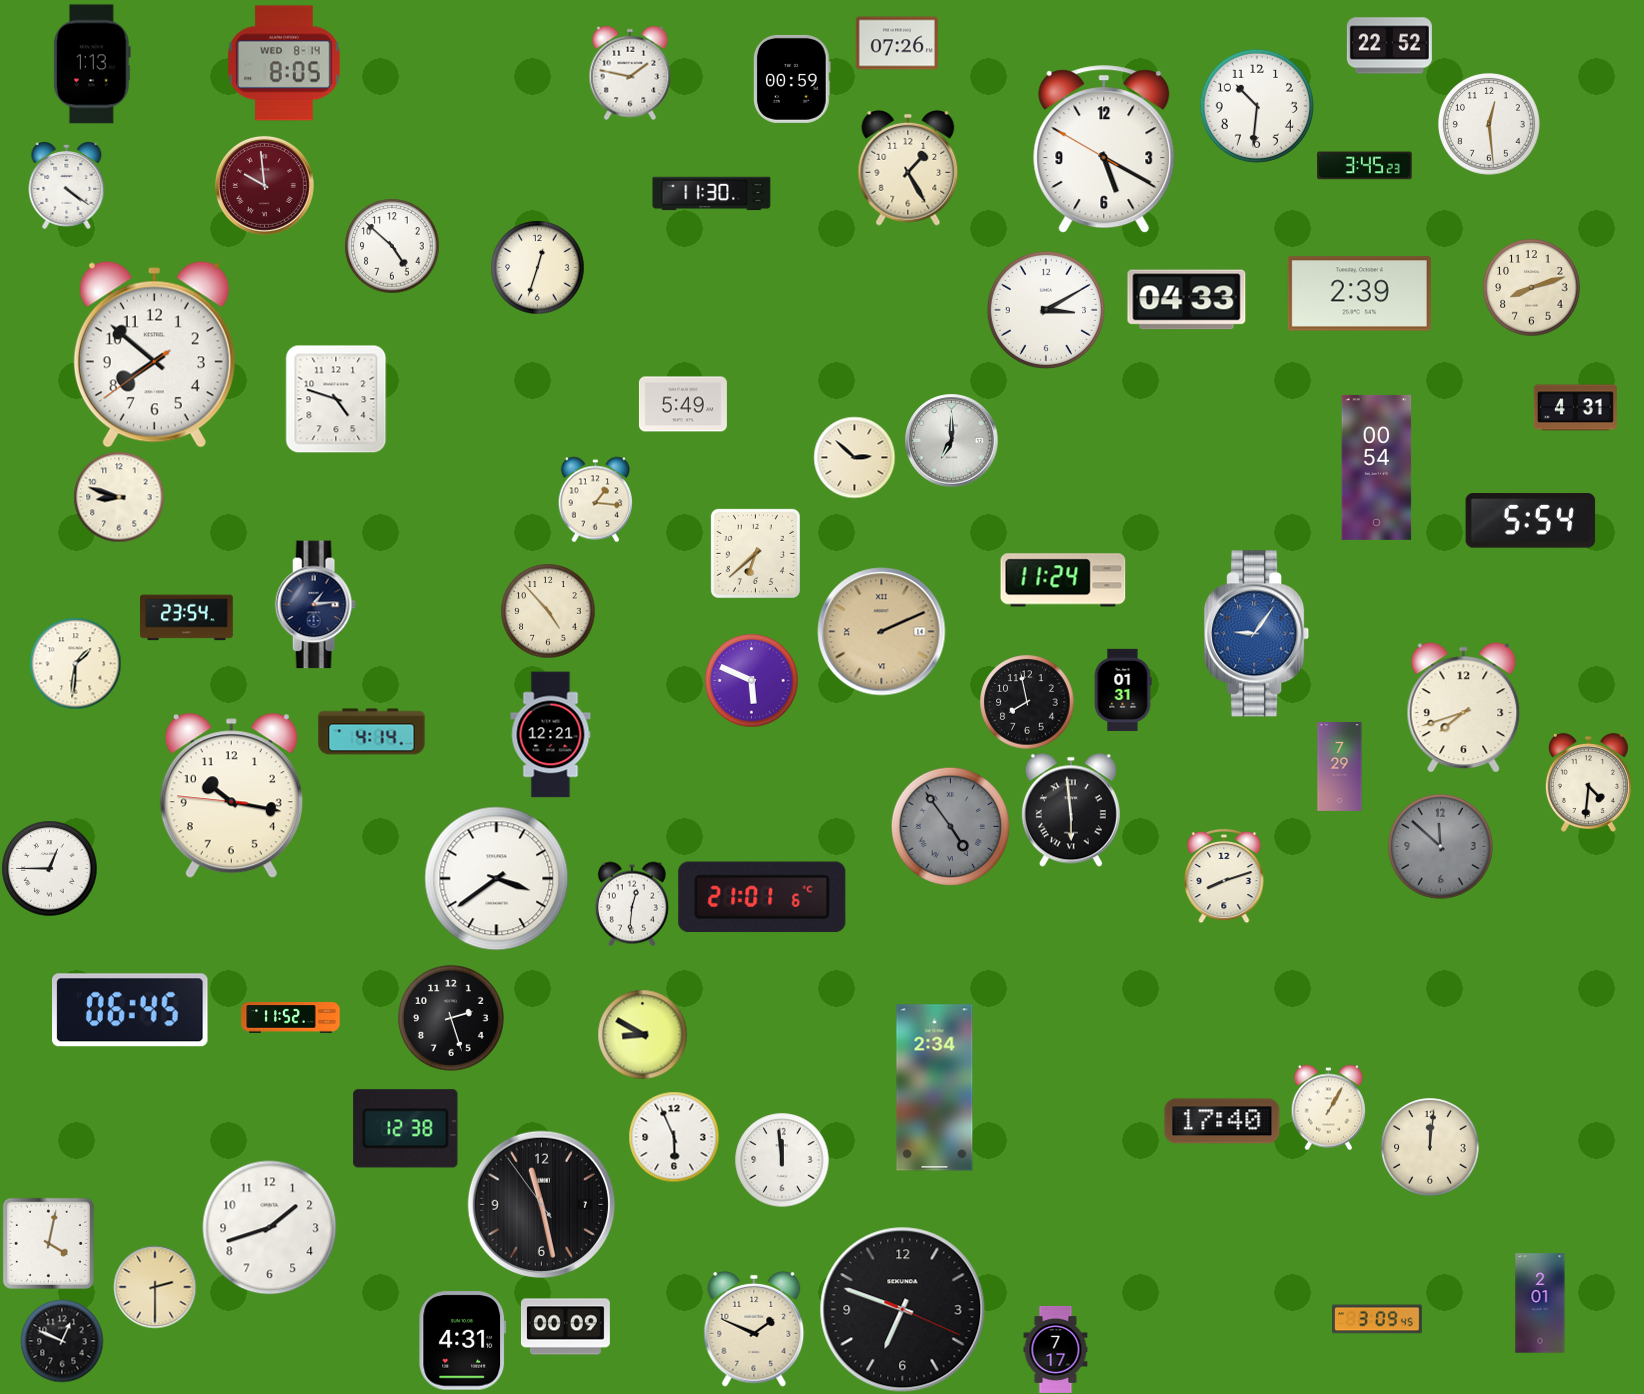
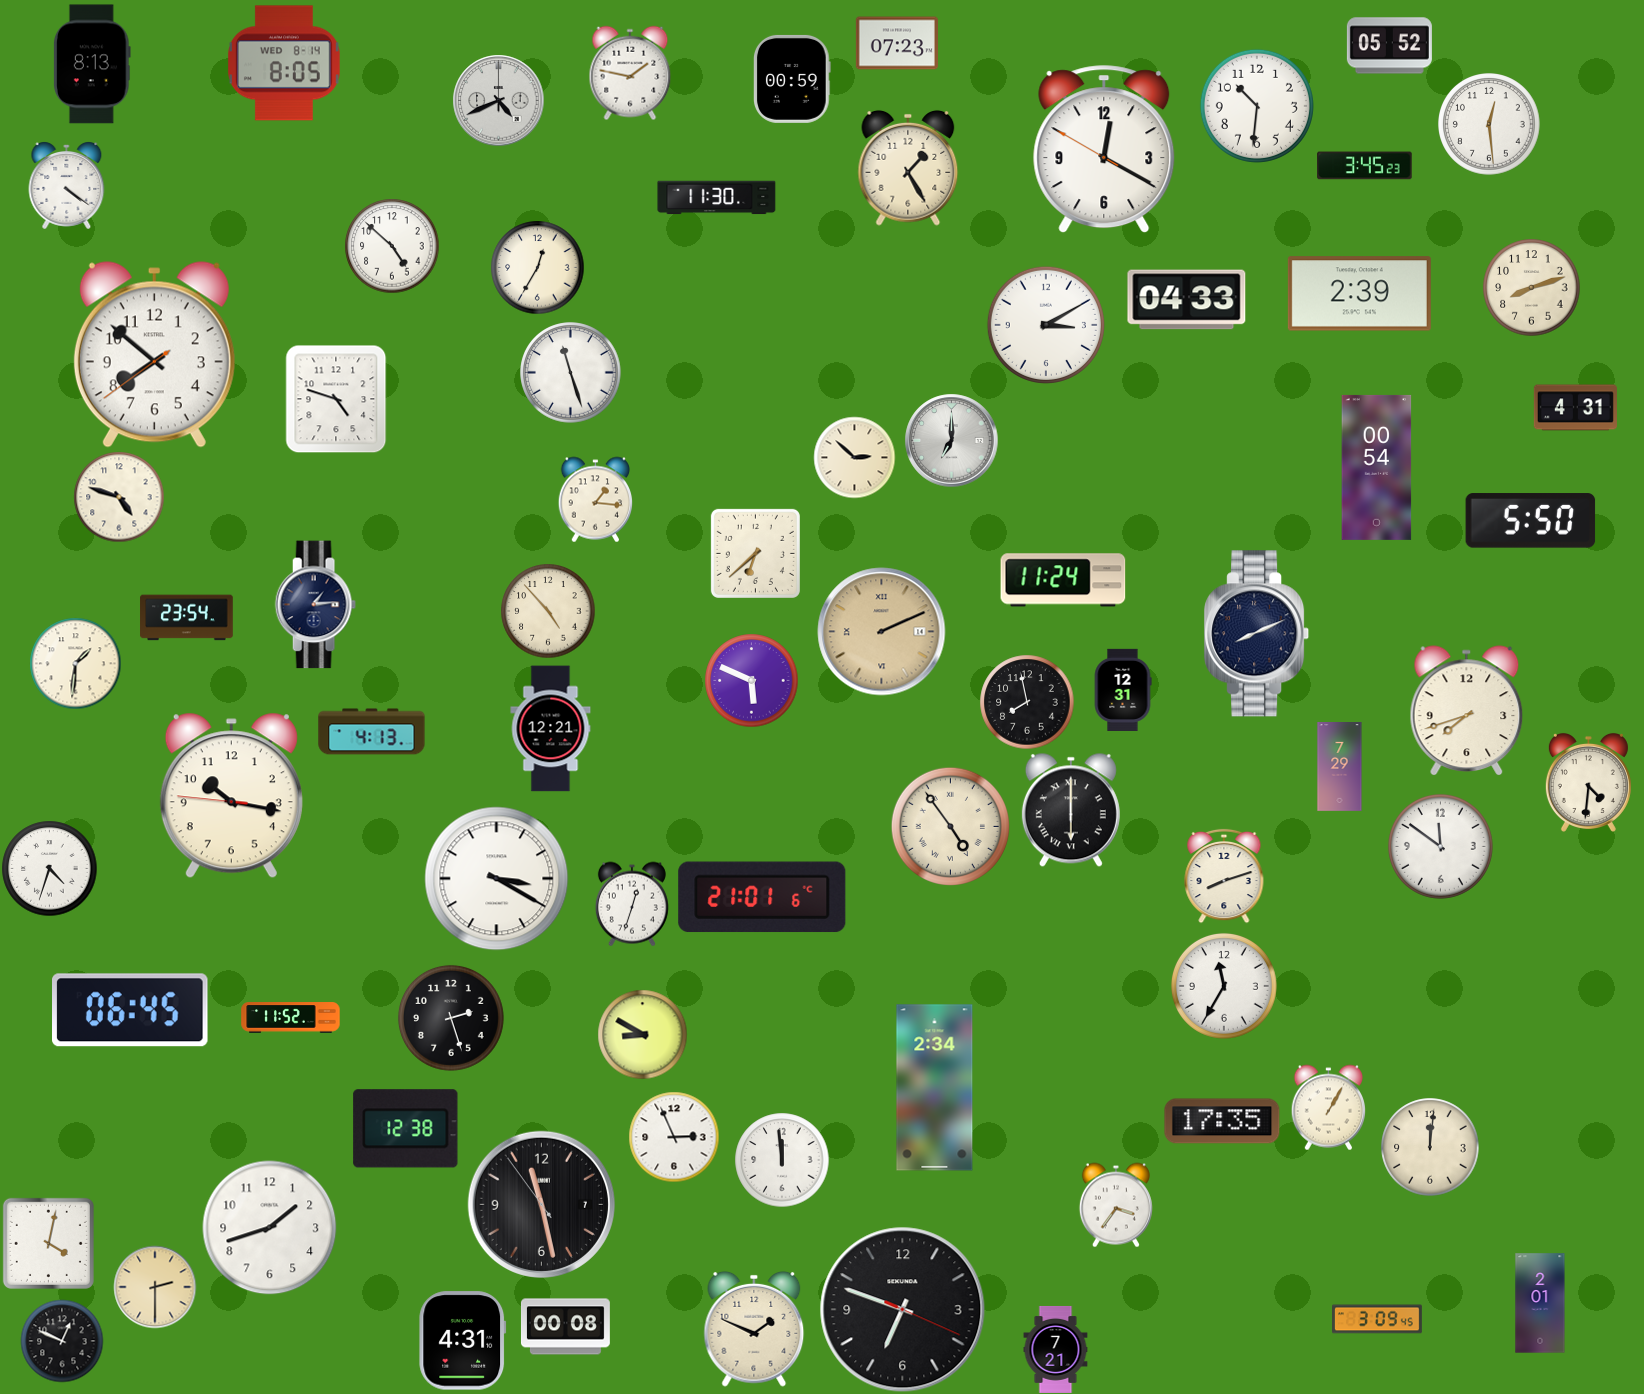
clock at (897, 43): 07:26 -> 07:23
clock at (1389, 46): 22:52 -> 05:52
clock at (93, 64): 1:13 -> 8:13
clock at (498, 100): none -> 4:41
clock at (1104, 150): 5:19 -> 12:19
clock at (264, 185): 9:59 -> none
clock at (712, 194) position: (712, 194) -> (717, 198)
clock at (537, 267): 12:33 -> 12:35
clock at (1046, 310) position: (1046, 310) -> (1046, 325)
clock at (571, 373): none -> 11:27
clock at (683, 404): 5:49 -> none
clock at (119, 497): 8:48 -> 4:48
clock at (1531, 521): 5:54 -> 5:50
clock at (1257, 634): 9:06 -> 8:11
clock at (1257, 634) dial: blue -> navy
clock at (1123, 690): 01:31 -> 12:31
clock at (1464, 707) position: (1464, 707) -> (1467, 710)
clock at (372, 732): 4:14 -> 4:13
clock at (551, 735) position: (551, 735) -> (551, 729)
clock at (1071, 810): 5:59 -> 6:00
clock at (950, 826) dial: grey -> cream
clock at (1440, 846): 11:52 -> 11:51
clock at (1440, 846) dial: grey -> white
clock at (49, 868): 12:45 -> 4:33
clock at (497, 879): 3:39 -> 3:20
clock at (632, 904): 12:31 -> 12:33
clock at (1224, 986): none -> 11:35
clock at (1222, 1121): 17:40 -> 17:35
clock at (674, 1137): 5:56 -> 2:56
clock at (1116, 1205): none -> 3:36
clock at (565, 1327): 00:09 -> 00:08
clock at (1056, 1349): 7:17 -> 7:21
